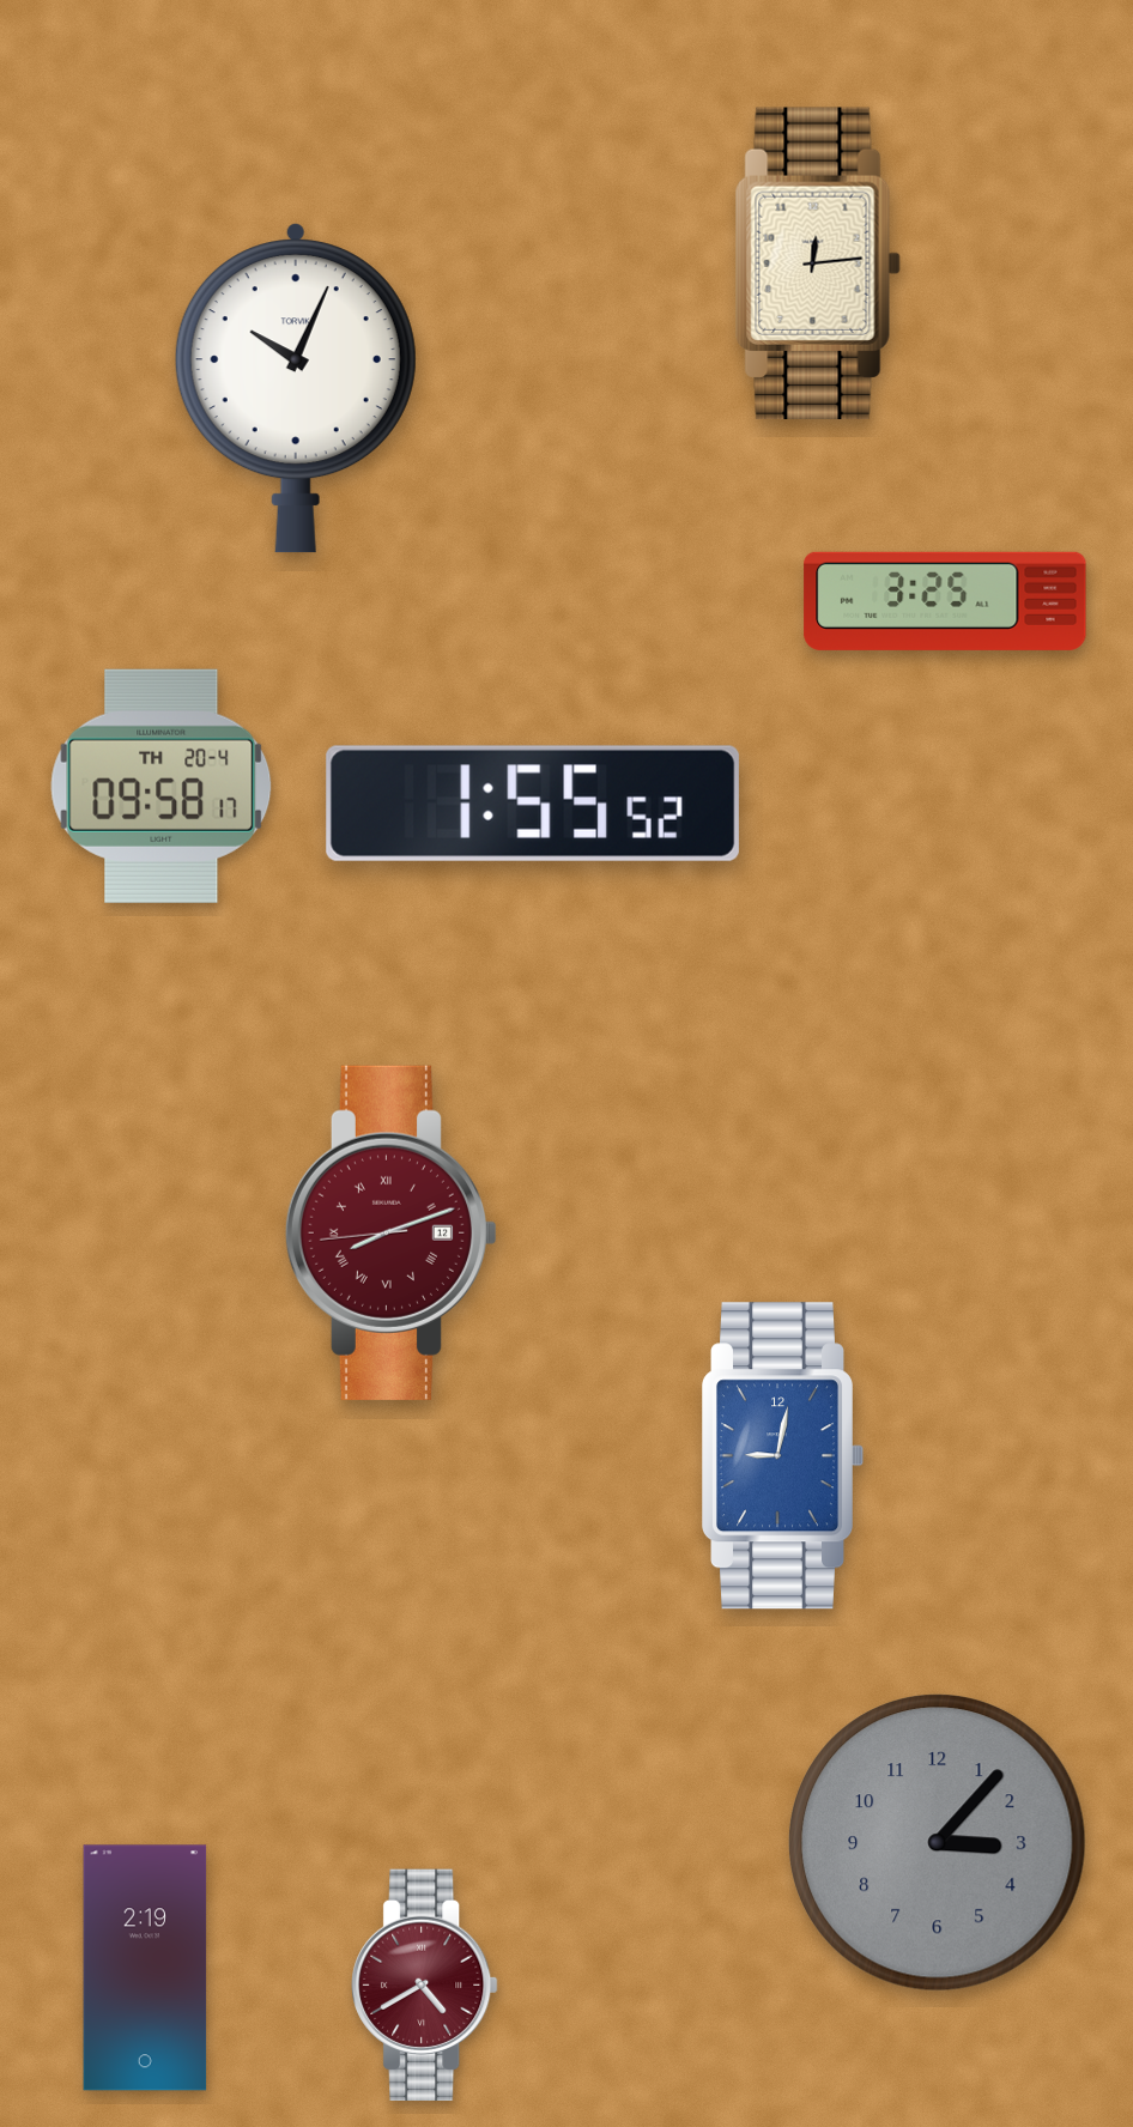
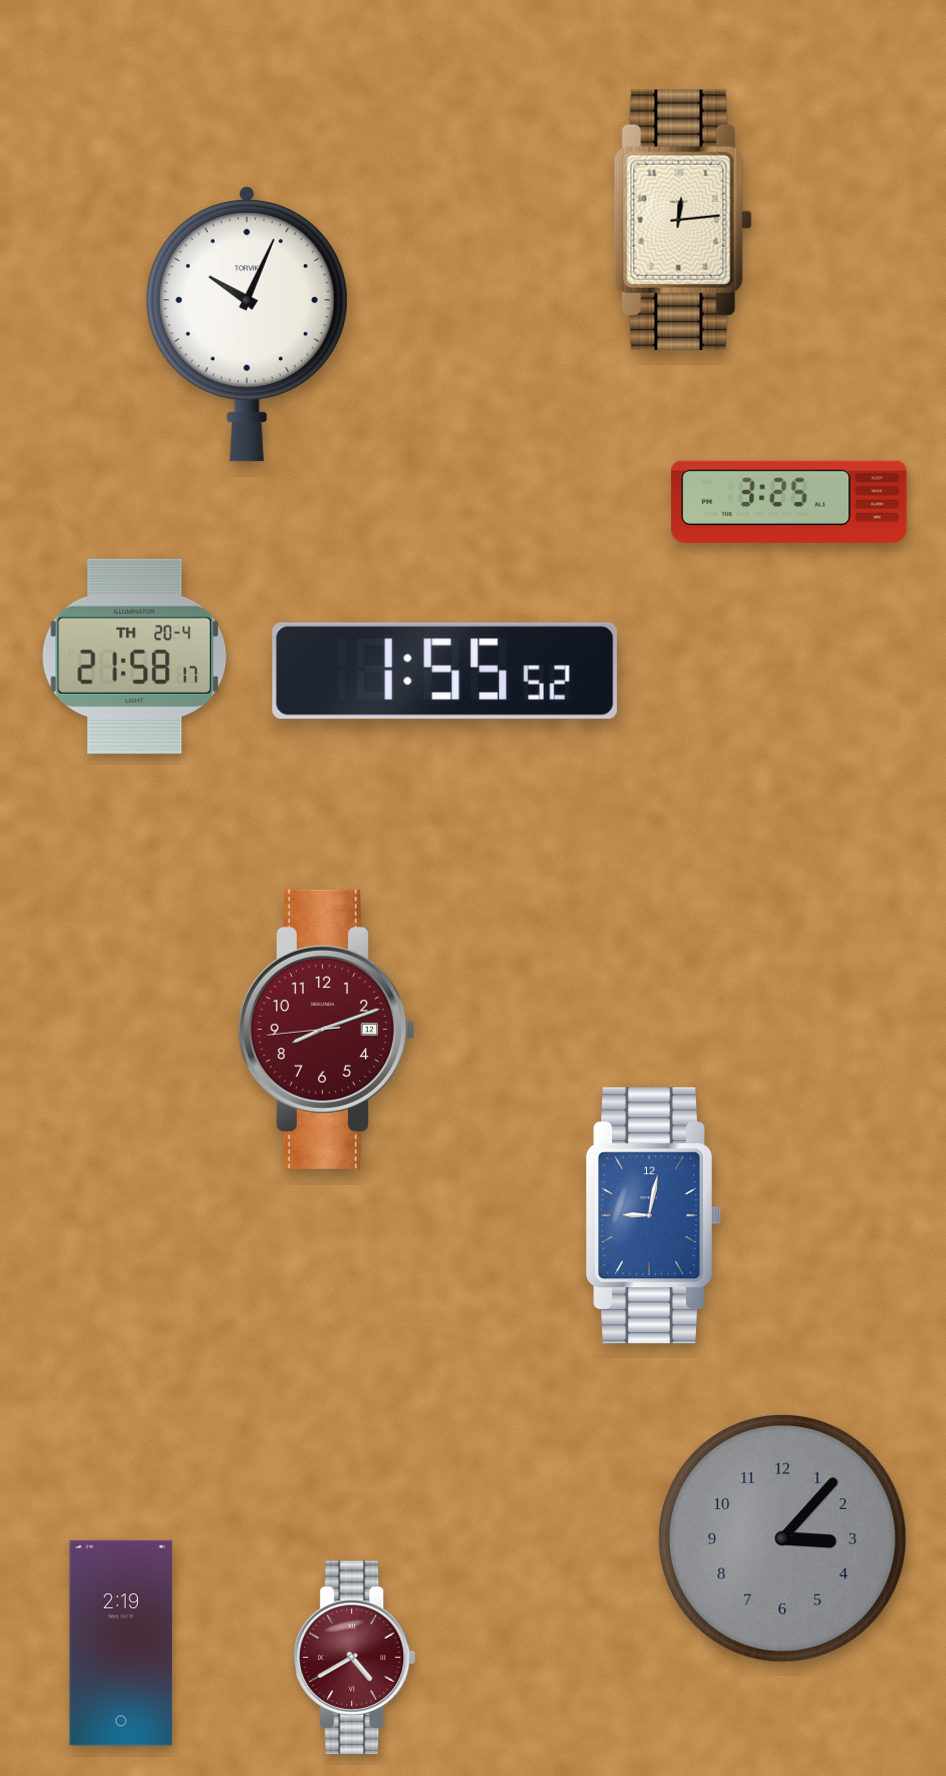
clock at (162, 786): 09:58 -> 21:58
clock at (390, 1232) numerals: Roman -> Arabic
